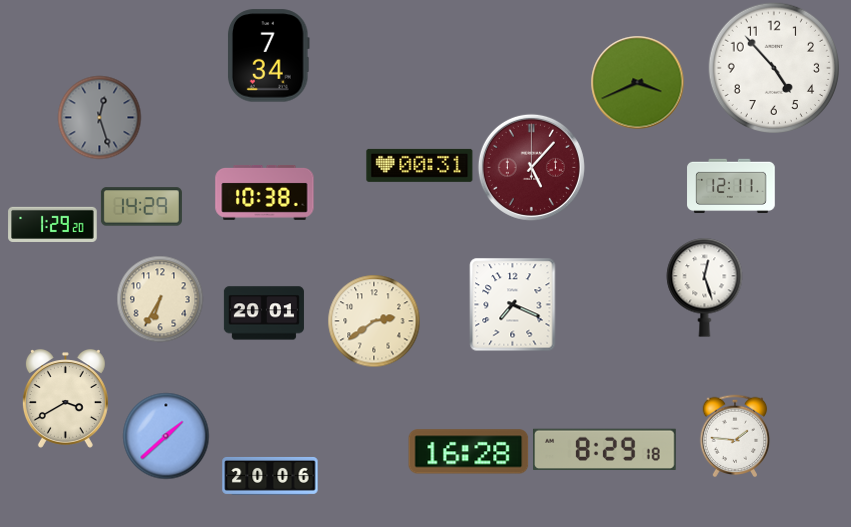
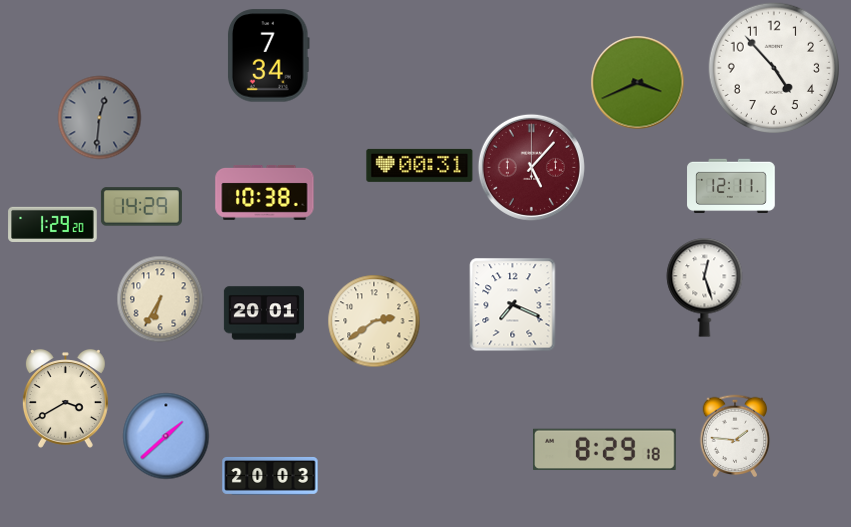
clock at (99, 117): 12:27 -> 12:31
clock at (469, 452): 16:28 -> none
clock at (270, 476): 20:06 -> 20:03
